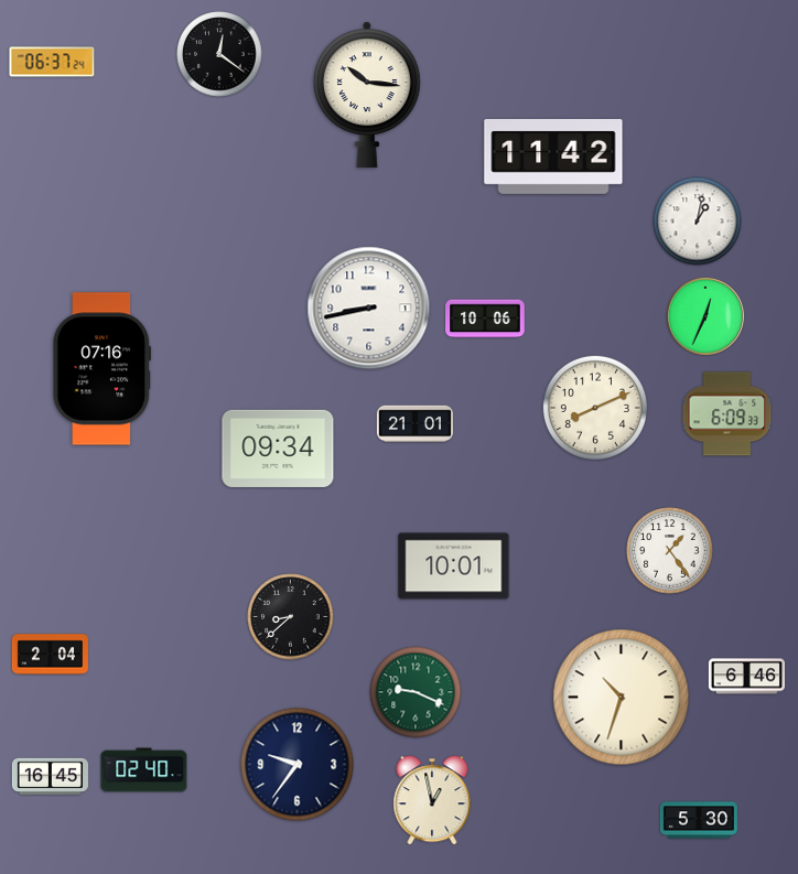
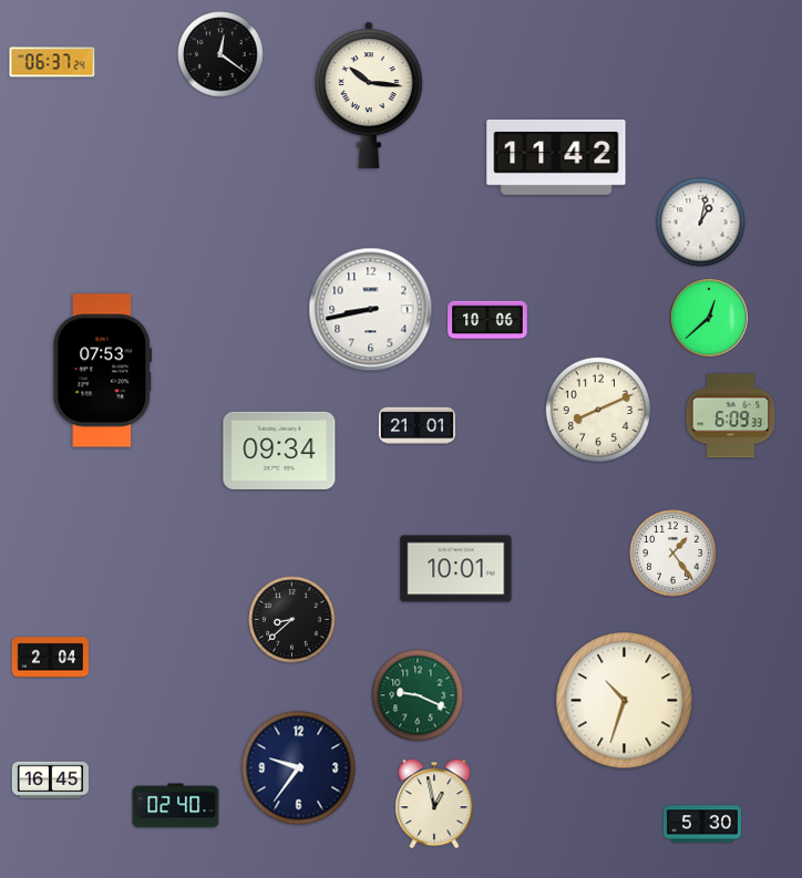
clock at (705, 316): 12:34 -> 12:38
clock at (101, 369): 07:16 -> 07:53
clock at (746, 677): 6:46 -> none
clock at (144, 770) position: (144, 770) -> (176, 806)
